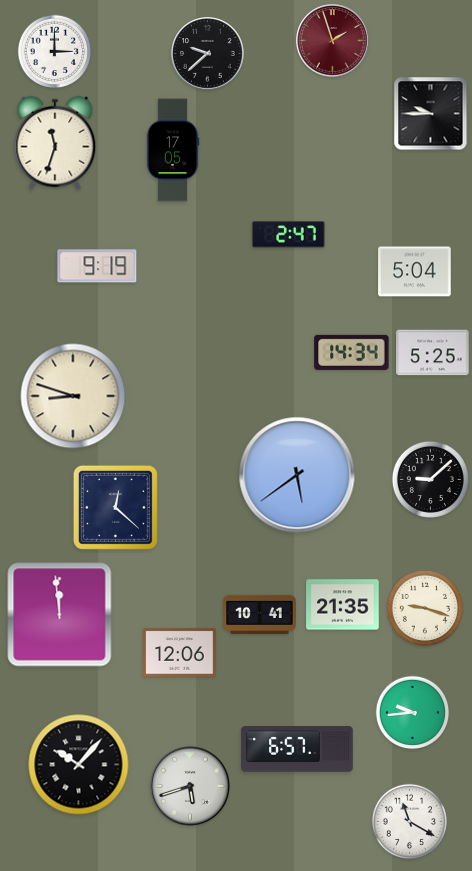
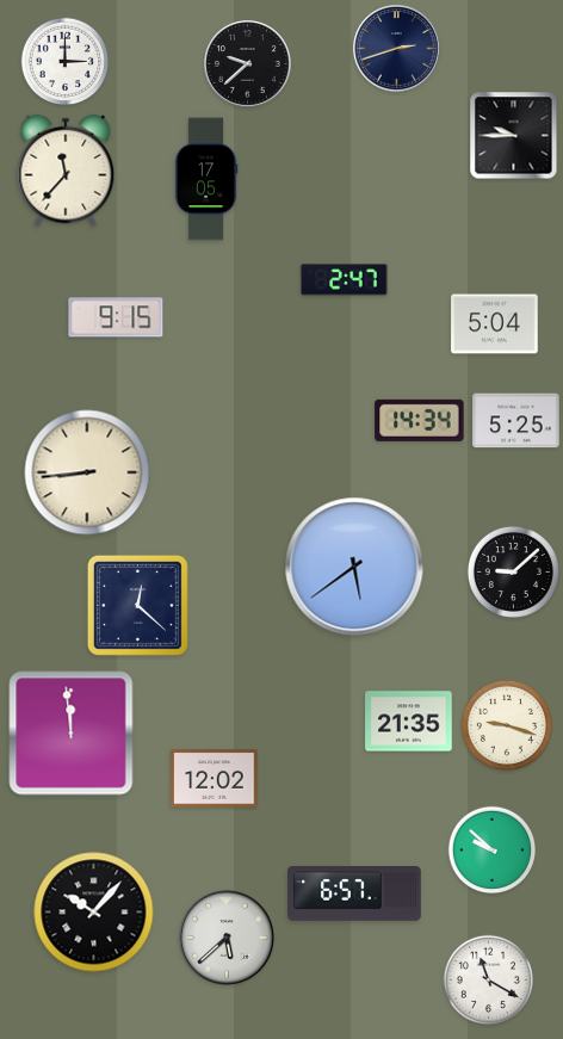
clock at (333, 41): 1:57 -> 2:42
clock at (333, 41) dial: burgundy -> navy
clock at (55, 143): 11:33 -> 11:37
clock at (97, 266): 9:19 -> 9:15
clock at (73, 396): 8:48 -> 8:44
clock at (260, 614): 10:41 -> none
clock at (180, 653): 12:06 -> 12:02
clock at (413, 713): 9:44 -> 9:52
clock at (190, 786): 5:42 -> 5:38
